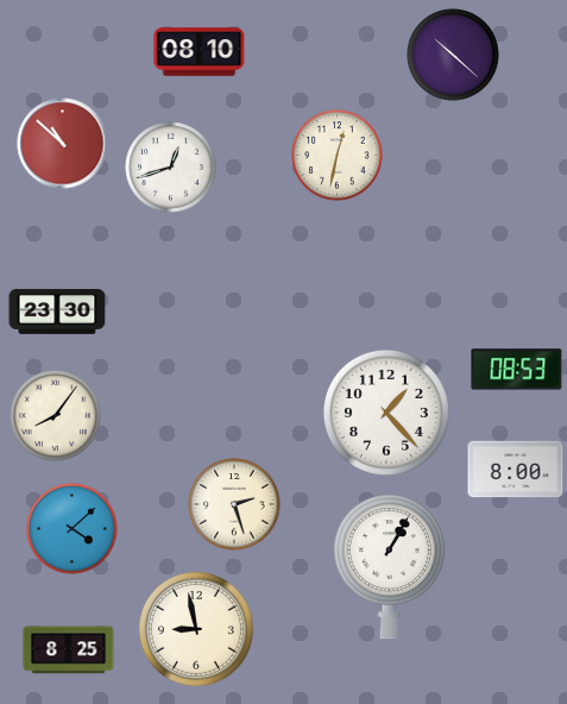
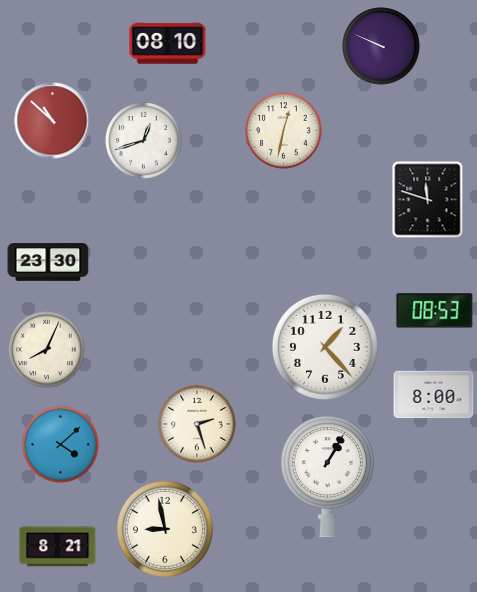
clock at (453, 55): 10:22 -> 9:49
clock at (428, 199): none -> 11:48
clock at (56, 416): 8:06 -> 8:04
clock at (69, 650): 8:25 -> 8:21
